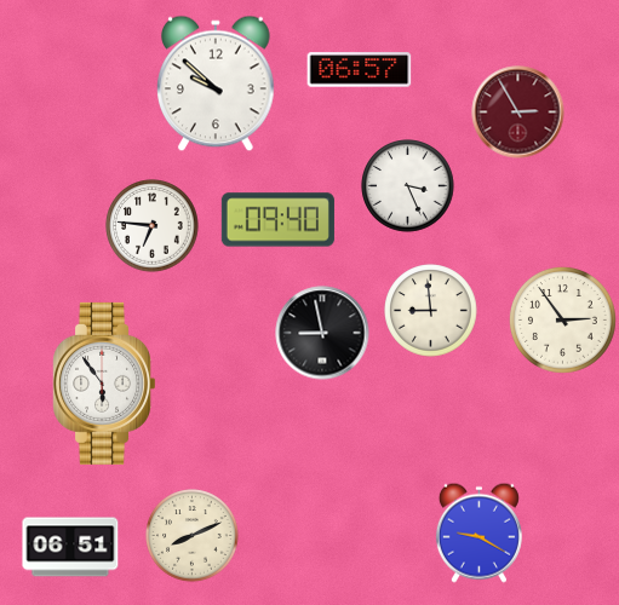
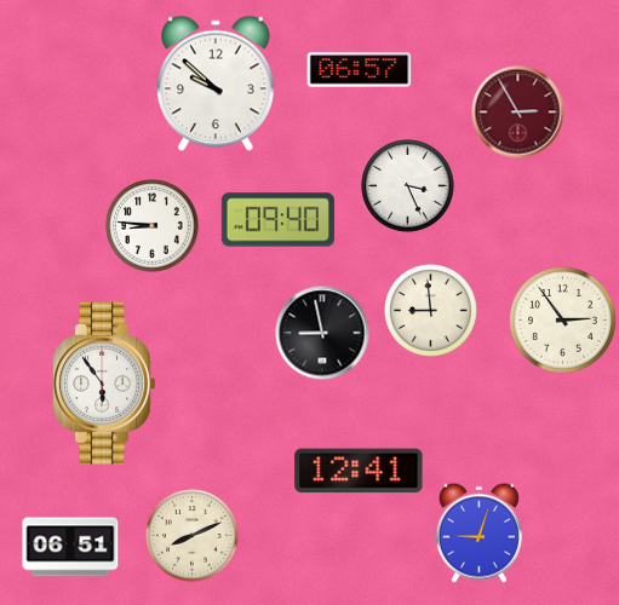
clock at (153, 226): 6:46 -> 8:46
clock at (359, 471): none -> 12:41
clock at (478, 532): 9:20 -> 9:03
